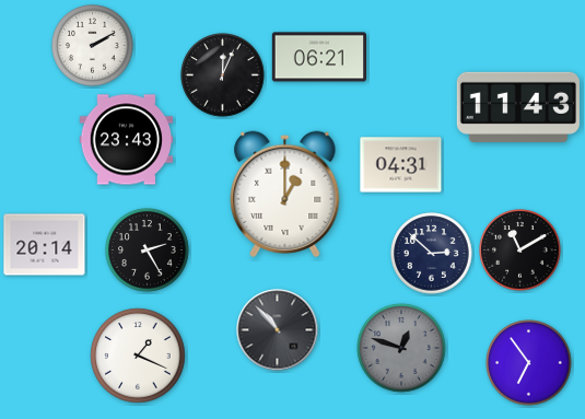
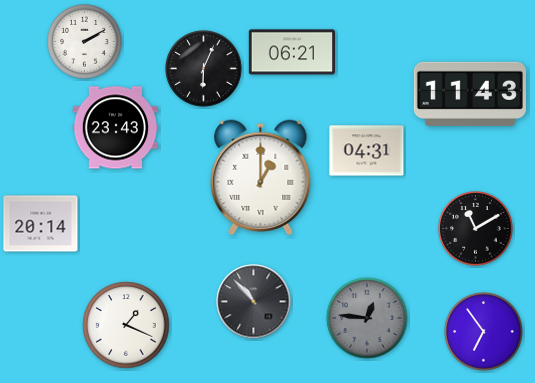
clock at (223, 75): 12:04 -> 6:04
clock at (518, 107) position: (518, 107) -> (470, 94)
clock at (148, 251): 2:25 -> none
clock at (432, 254): 2:52 -> none
clock at (401, 348): 12:48 -> 12:46
